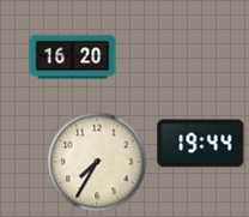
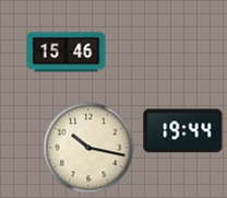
clock at (73, 58): 16:20 -> 15:46
clock at (97, 162): 7:35 -> 10:17
